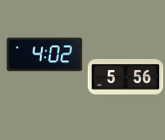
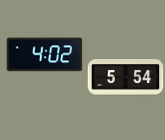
clock at (126, 79): 5:56 -> 5:54
